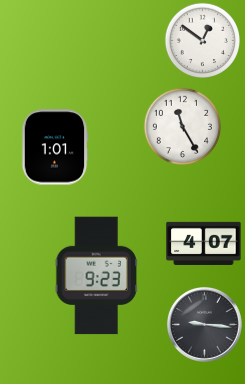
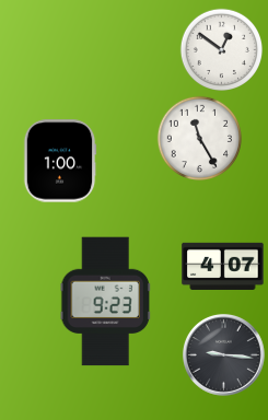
clock at (202, 40) position: (202, 40) -> (221, 49)
clock at (55, 147): 1:01 -> 1:00
